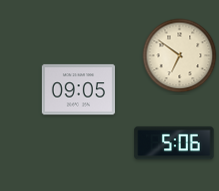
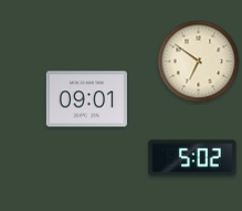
clock at (78, 90): 09:05 -> 09:01
clock at (174, 143): 5:06 -> 5:02
